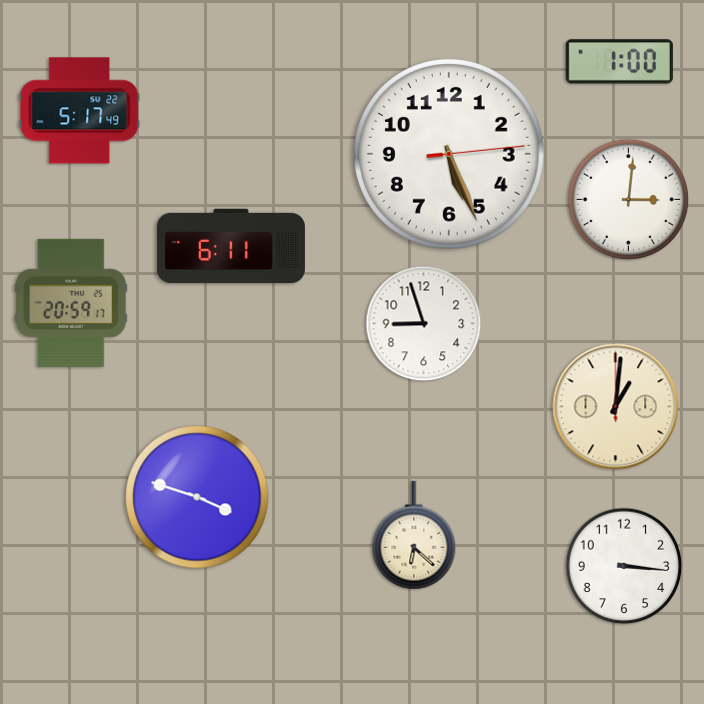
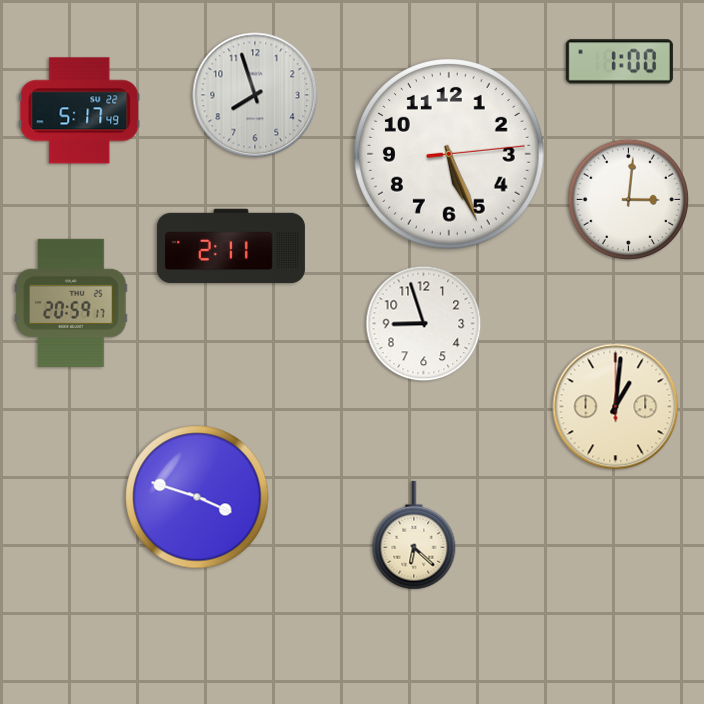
clock at (255, 95): none -> 7:57
clock at (231, 246): 6:11 -> 2:11
clock at (624, 566): 3:16 -> none
